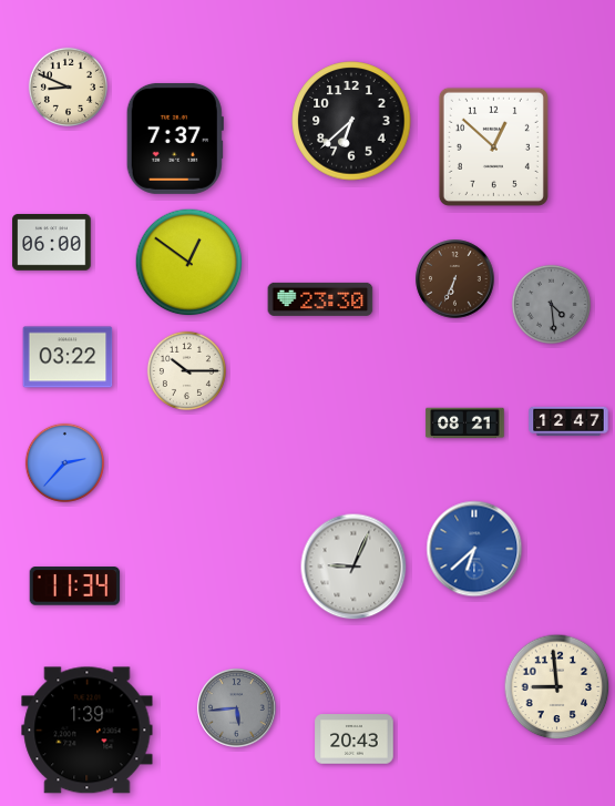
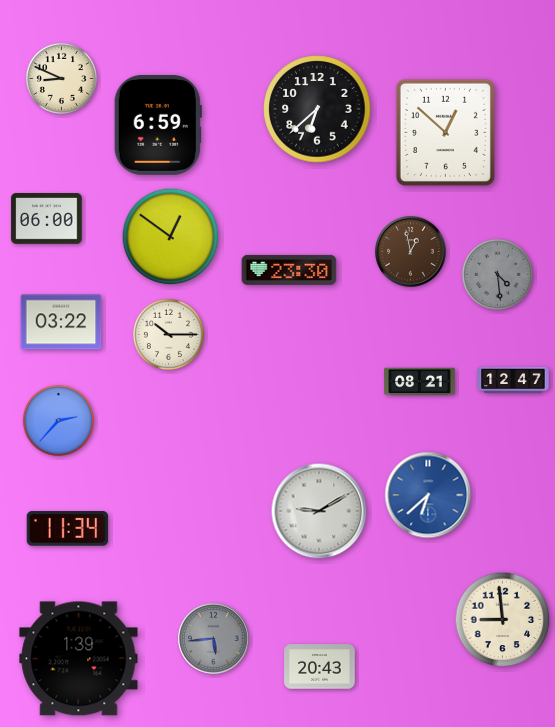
clock at (175, 139): 7:37 -> 6:59
clock at (455, 279): 6:34 -> 12:58
clock at (64, 462) position: (64, 462) -> (58, 420)
clock at (353, 567): 9:04 -> 9:10
